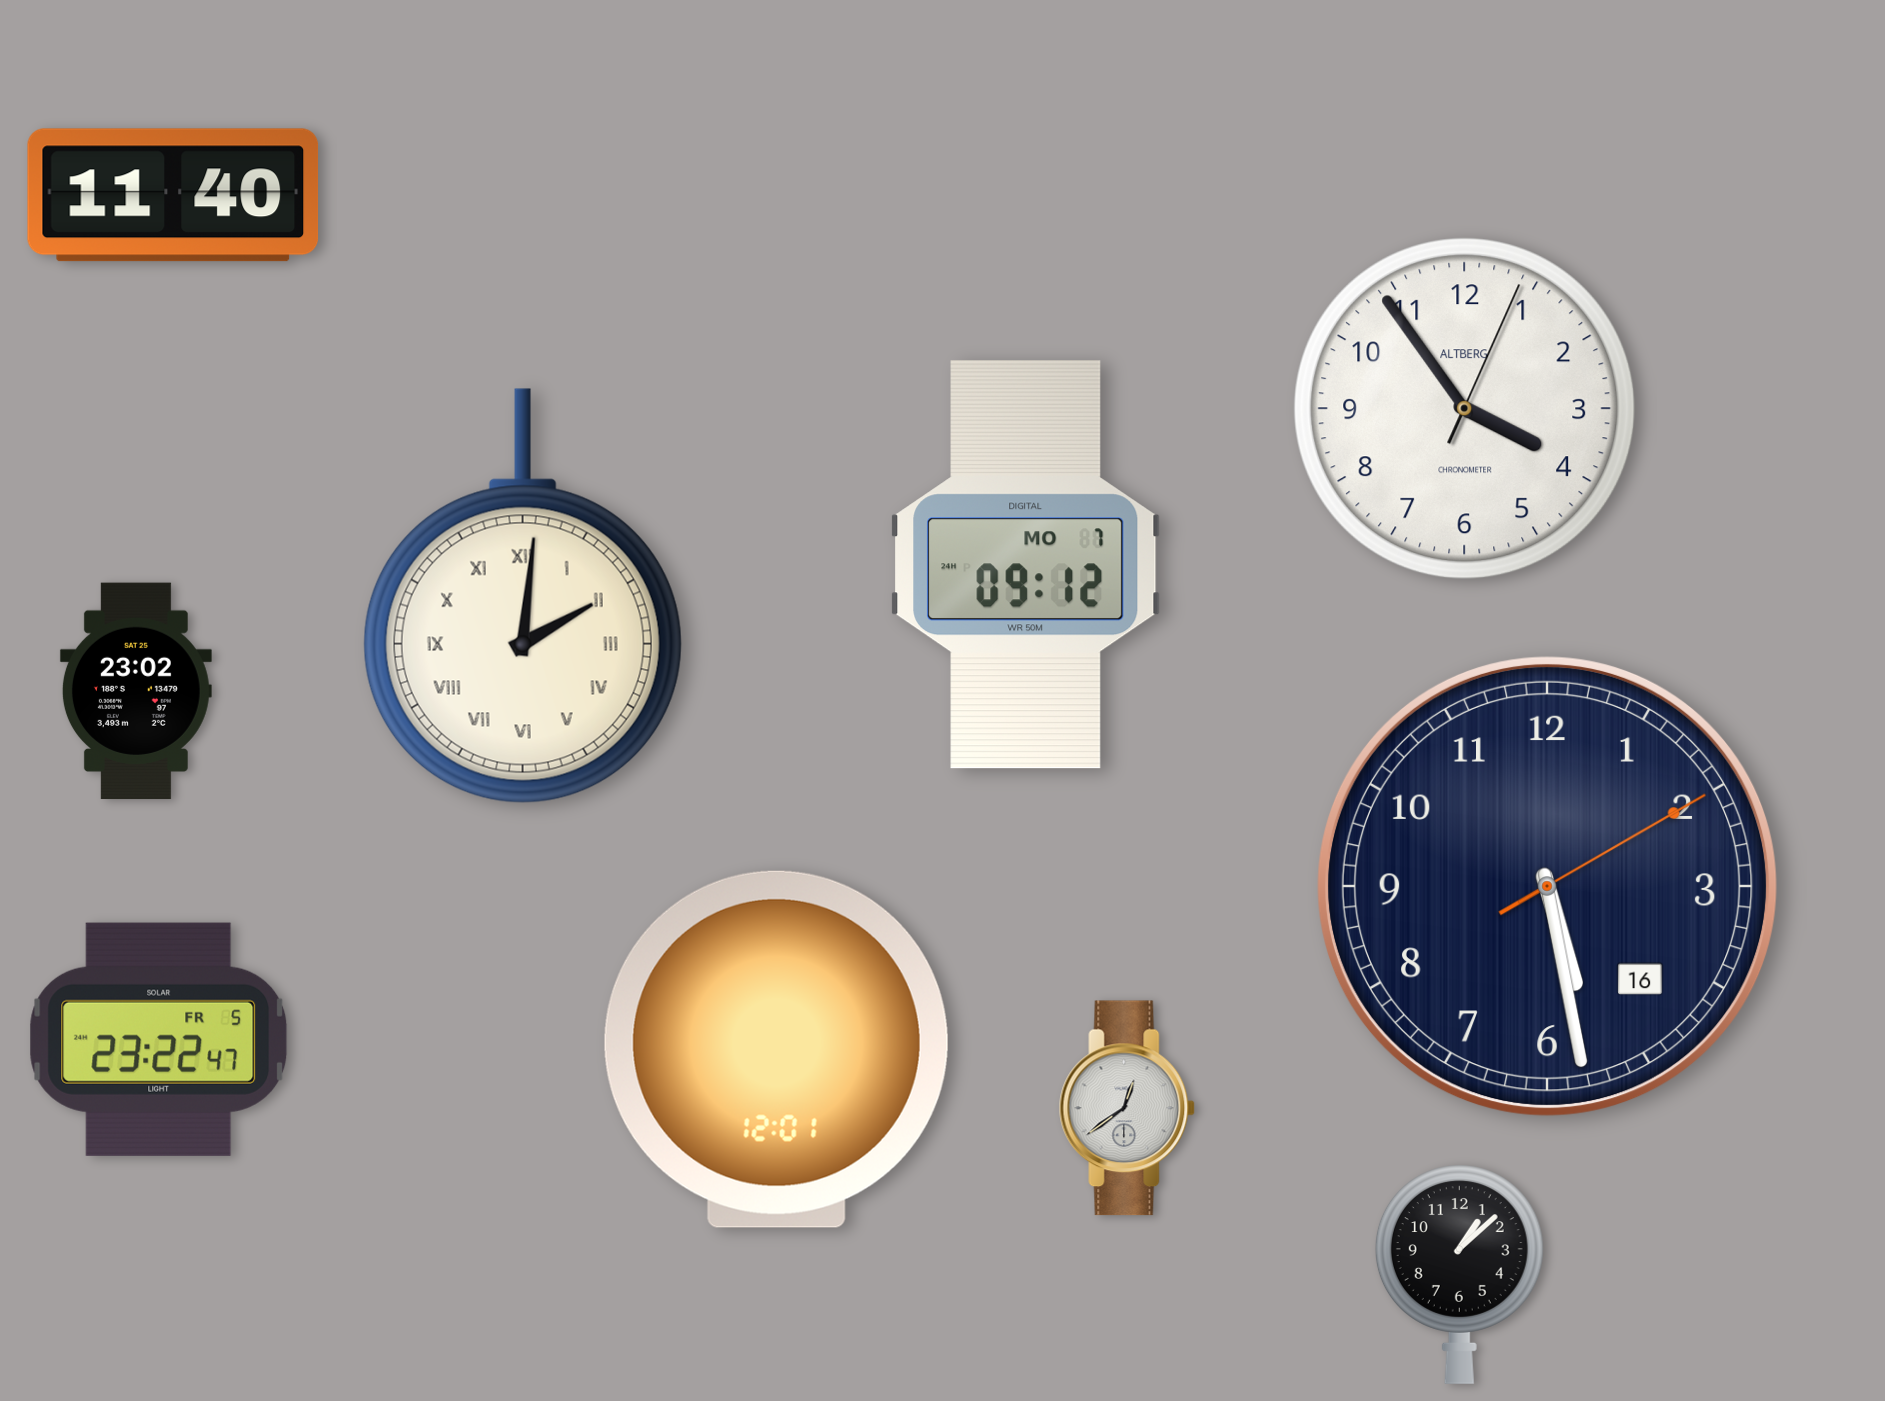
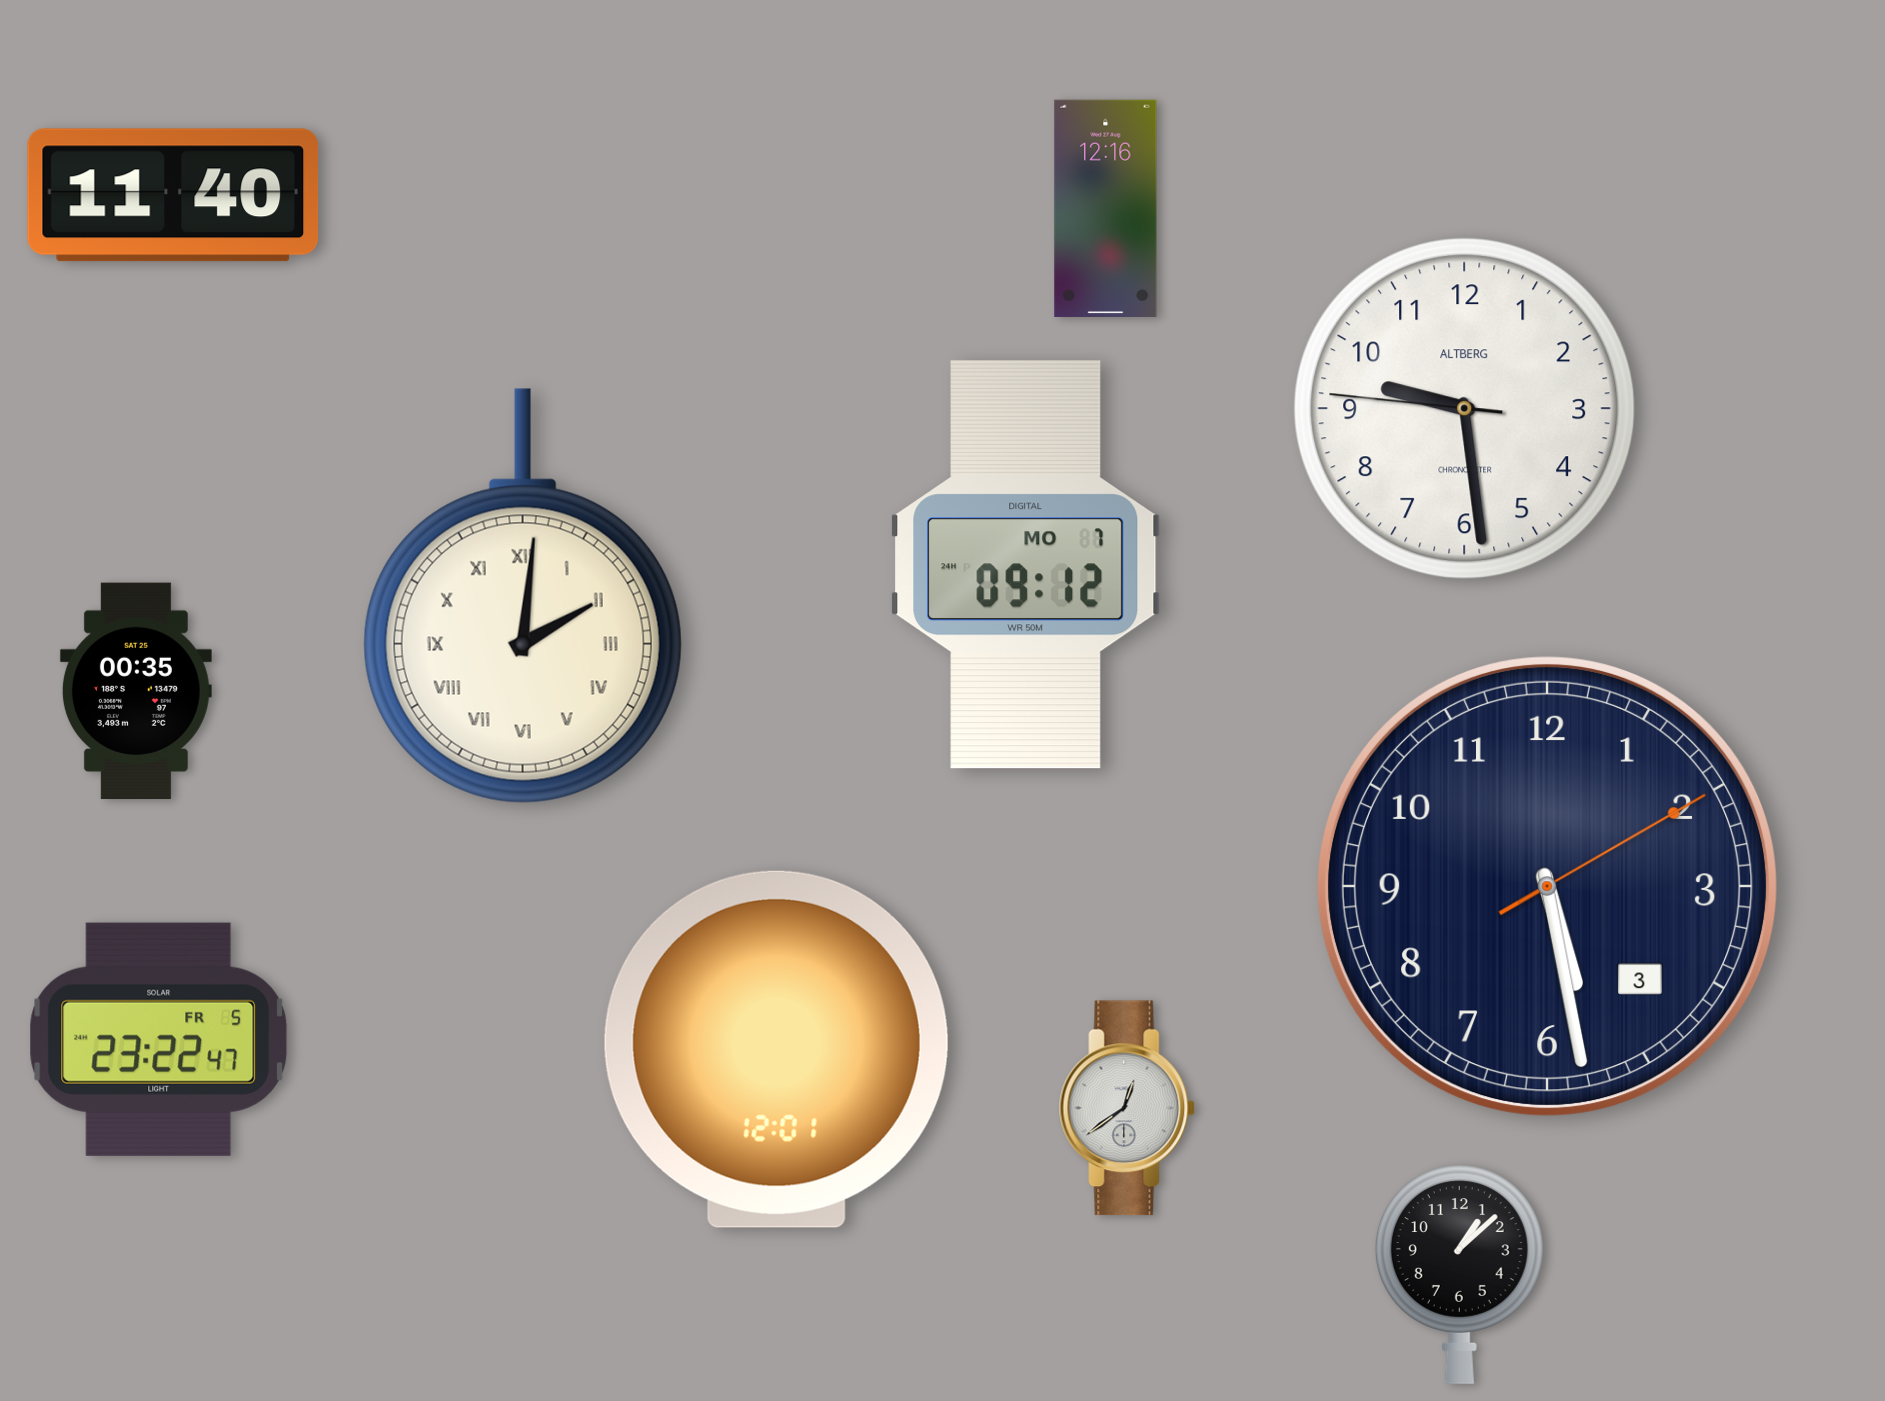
clock at (1106, 208): none -> 12:16
clock at (1465, 409): 3:54 -> 9:28
clock at (136, 691): 23:02 -> 00:35
clock at (1547, 886) date: 16 -> 3
